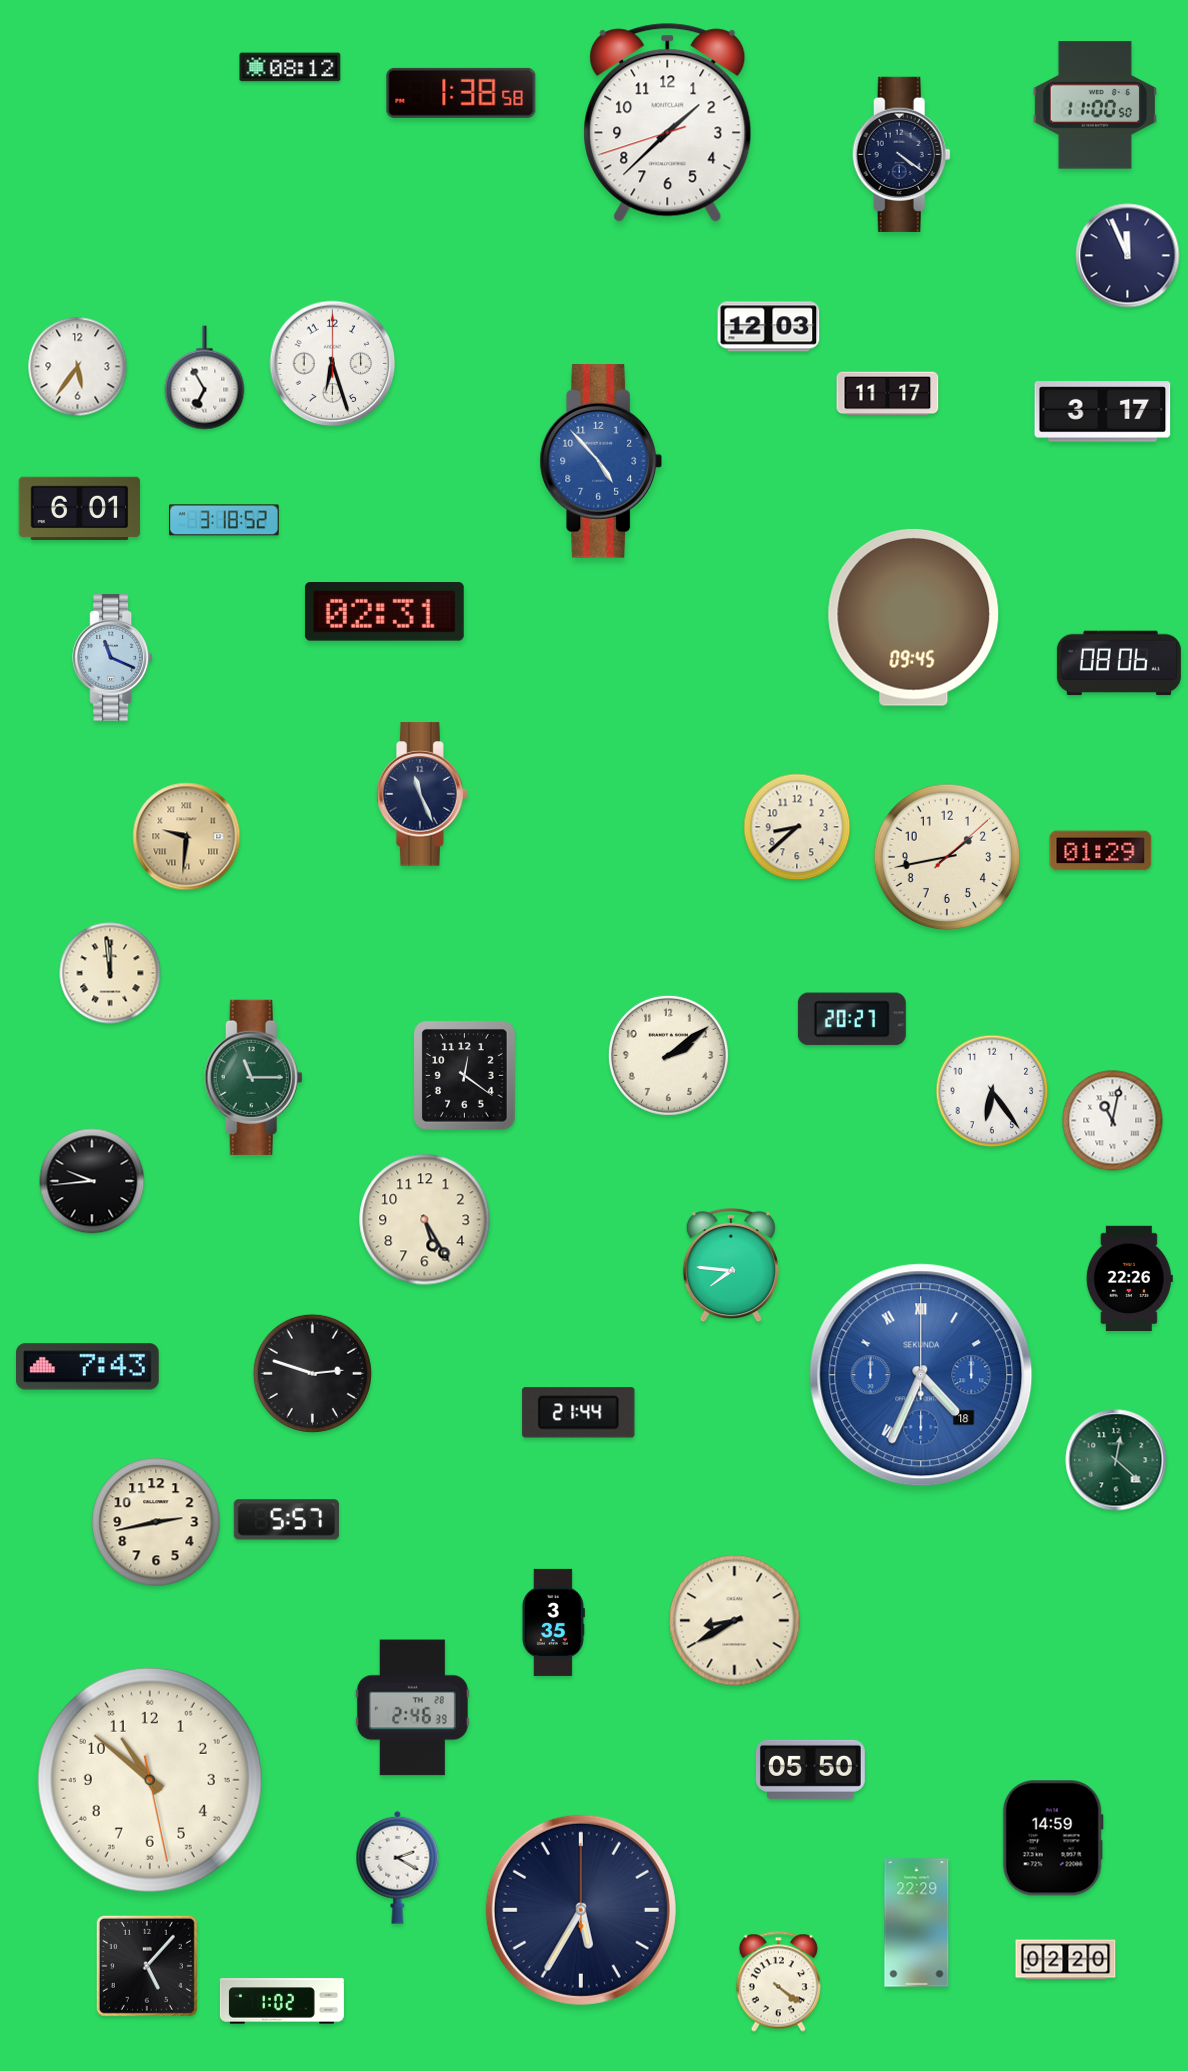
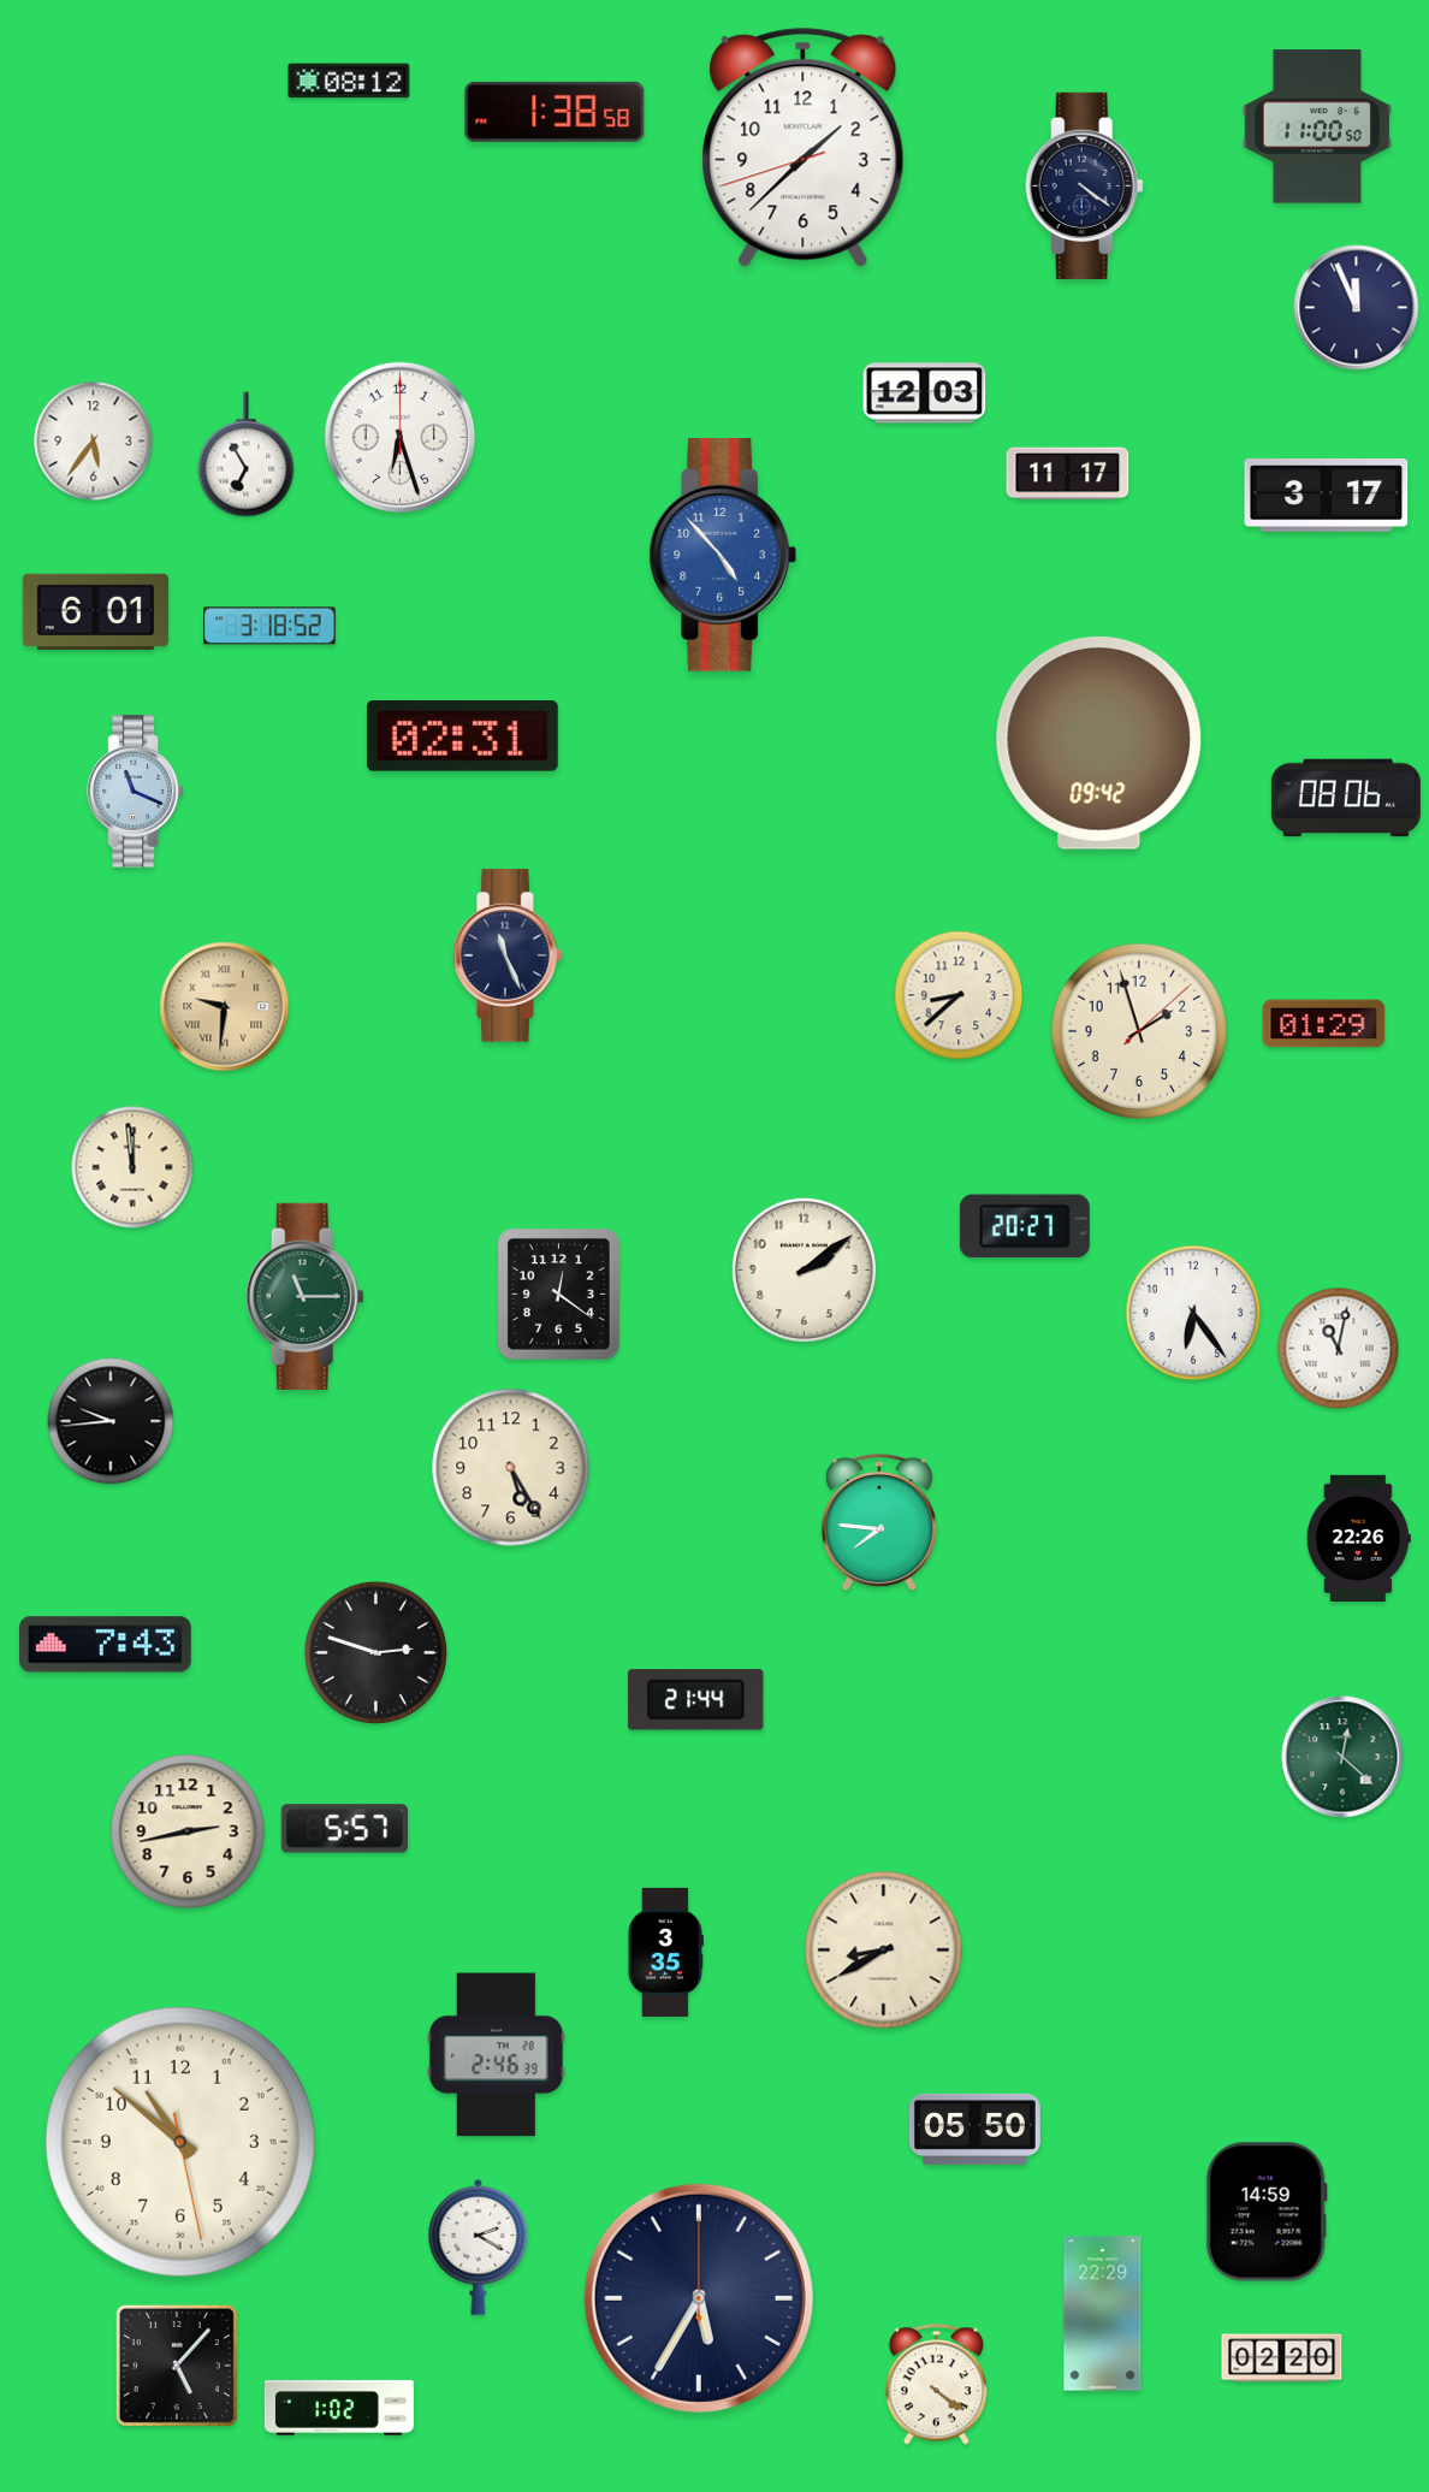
clock at (914, 617): 09:45 -> 09:42
clock at (947, 857): 1:43 -> 1:57
clock at (110, 973) position: (110, 973) -> (132, 1167)
clock at (921, 1375): 4:34 -> none
